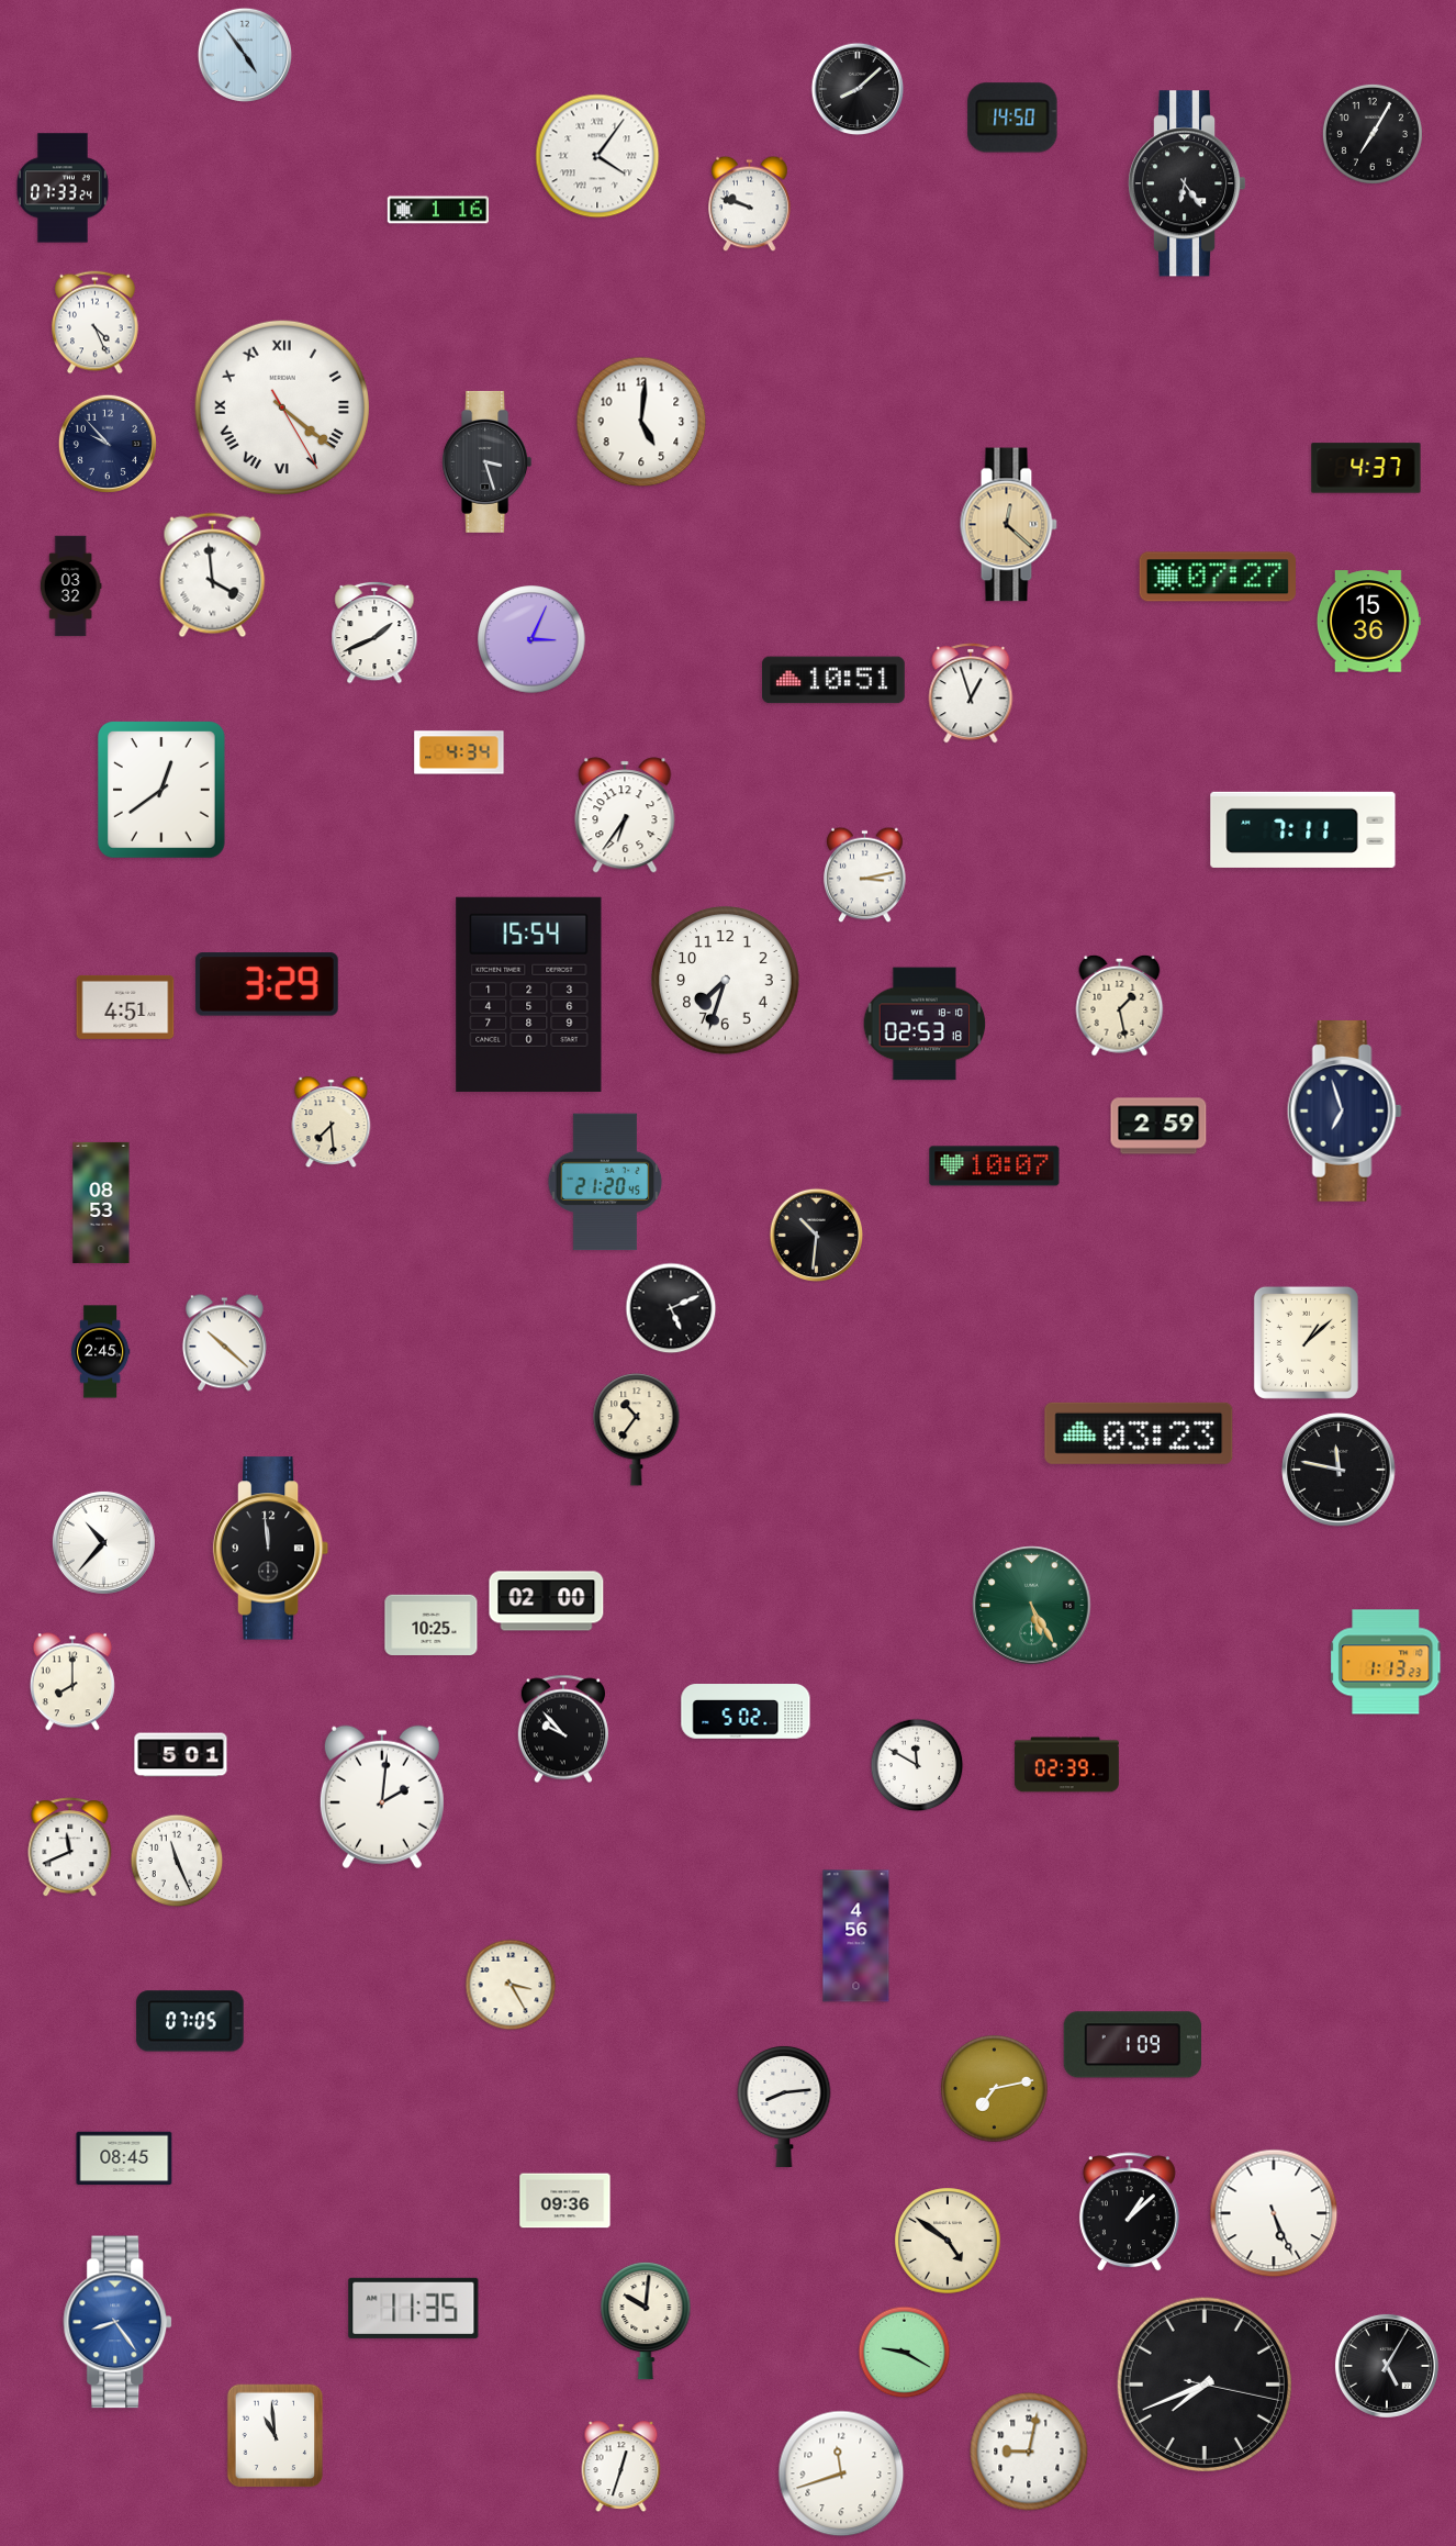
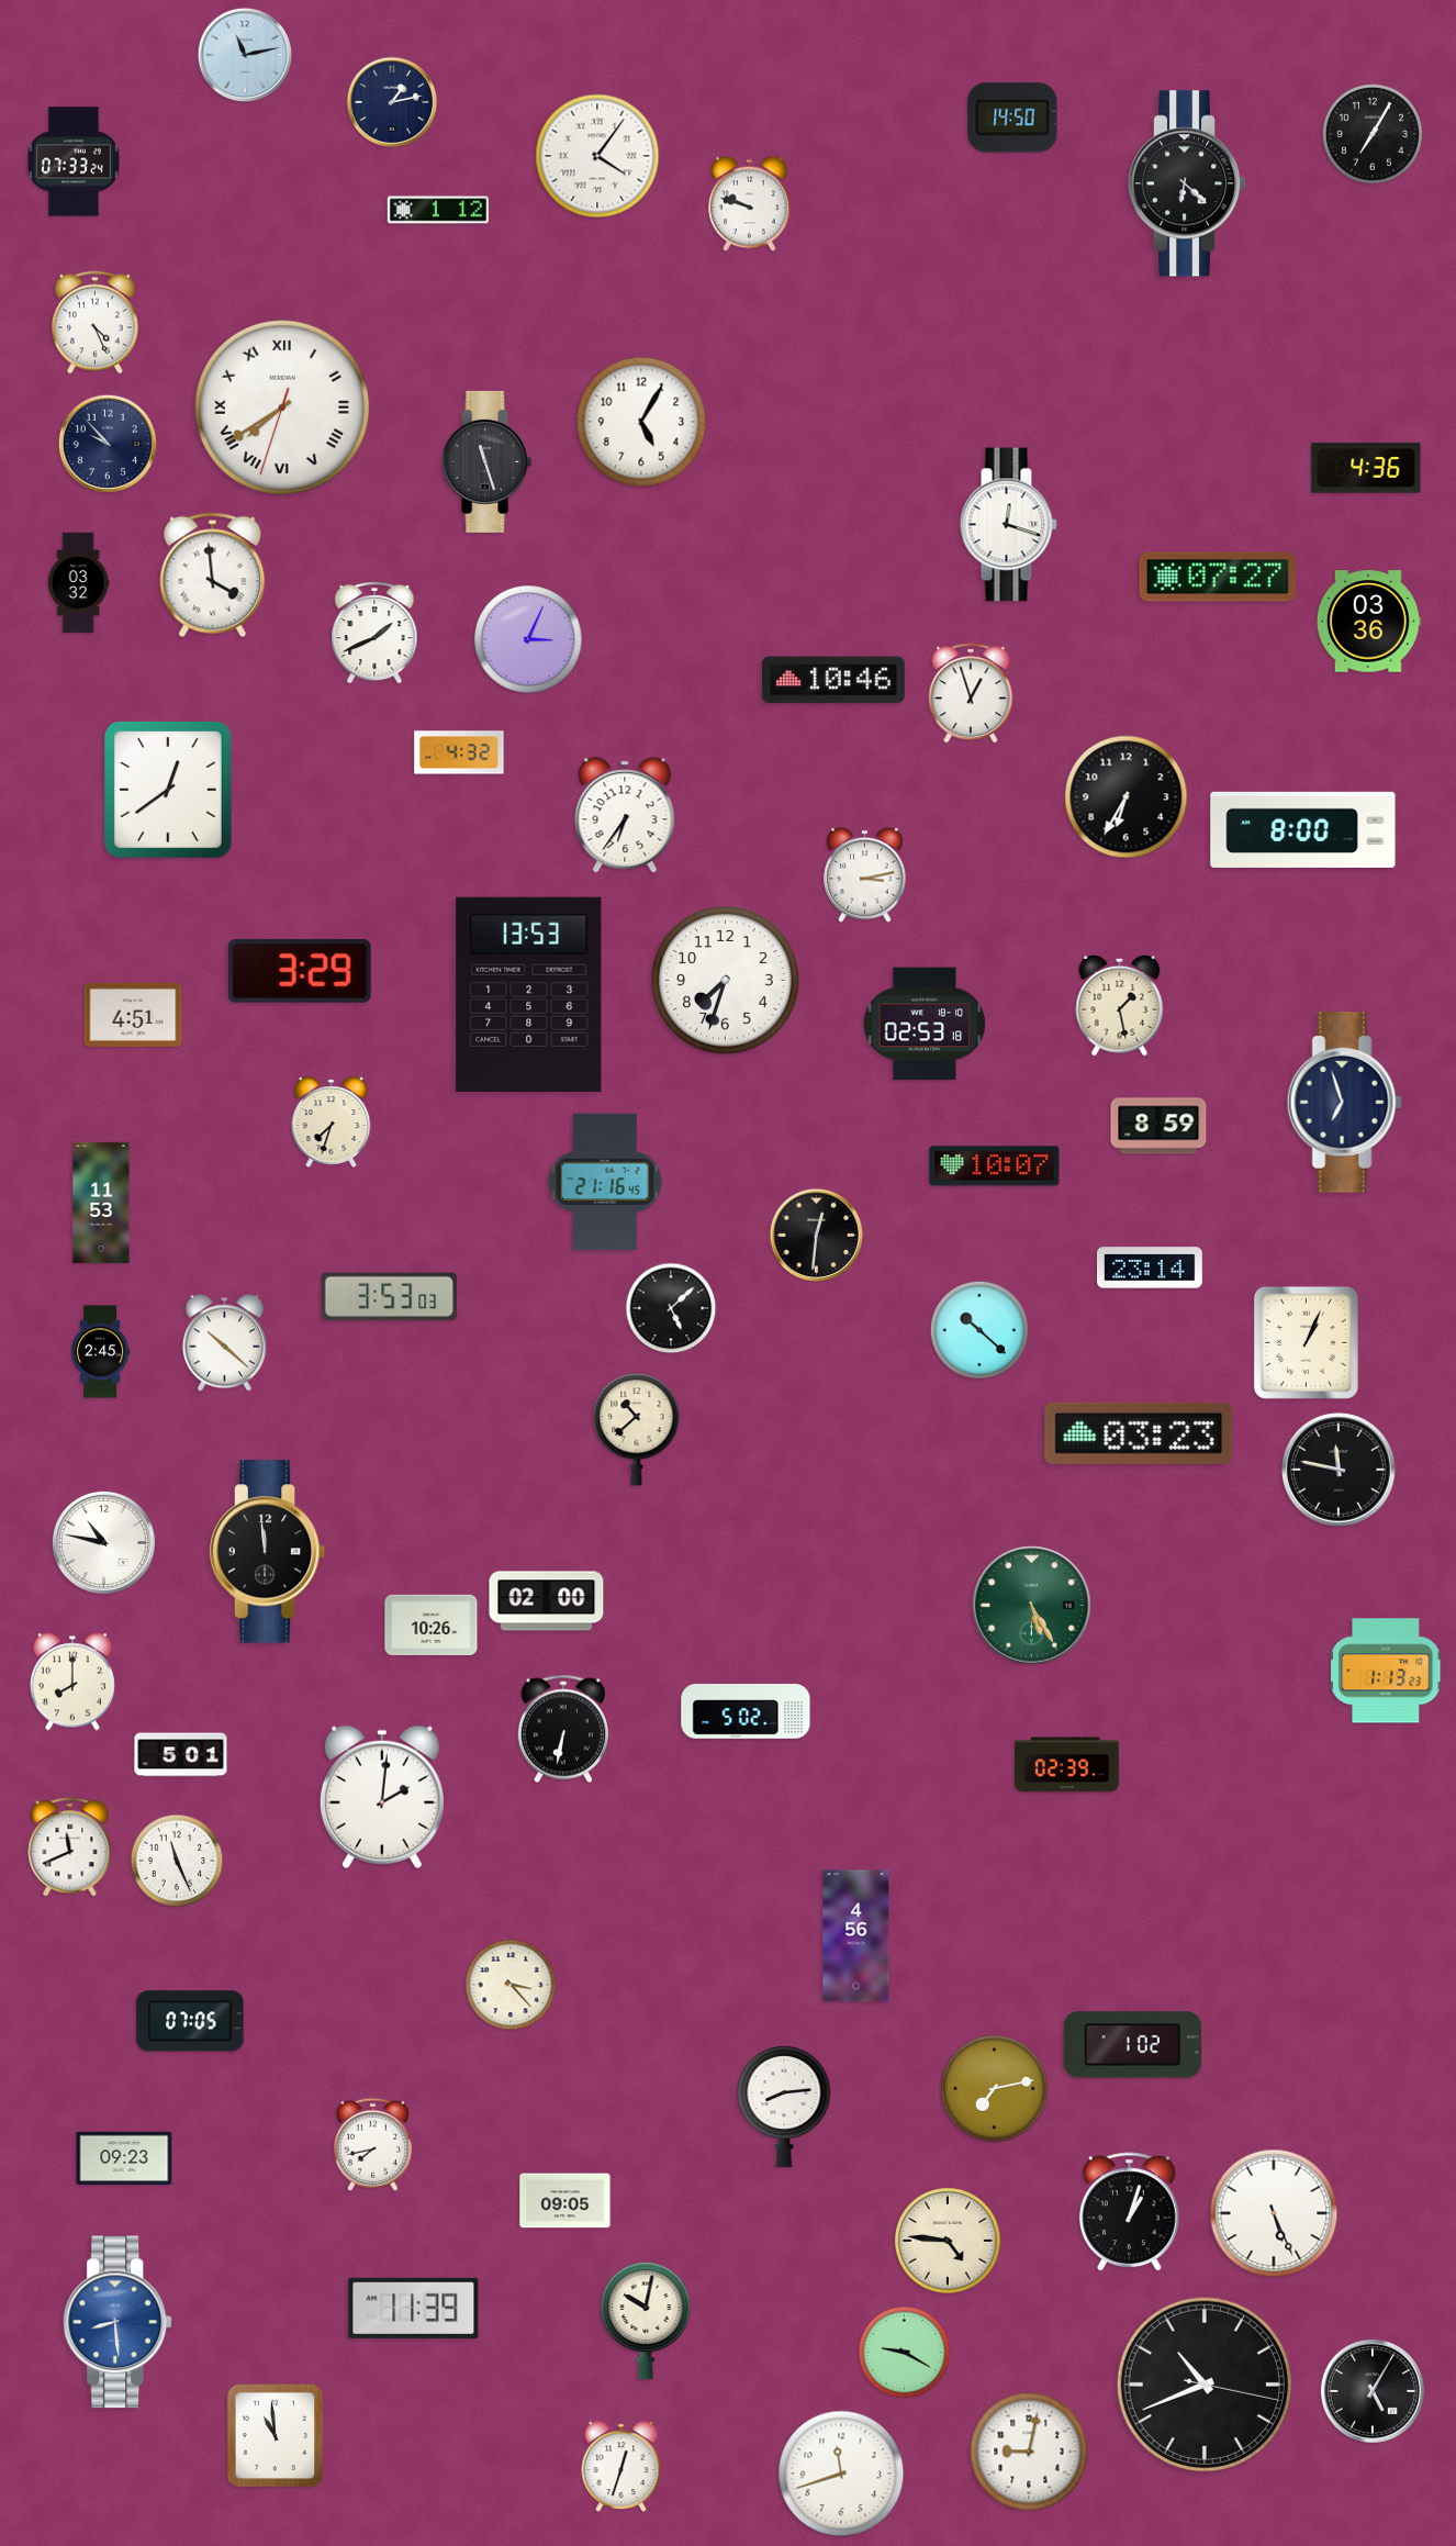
clock at (245, 55): 4:54 -> 11:13
clock at (858, 89): 8:08 -> none
clock at (392, 102): none -> 1:13
clock at (1187, 183): 6:24 -> 6:22
clock at (63, 188) position: (63, 188) -> (74, 161)
clock at (437, 210): 1:16 -> 1:12
clock at (282, 407): 4:21 -> 7:39
clock at (641, 422): 5:01 -> 5:05
clock at (488, 461): 3:27 -> 11:27
clock at (1366, 468): 4:37 -> 4:36
clock at (1008, 525): 12:22 -> 12:18
clock at (1008, 525) dial: champagne -> white
clock at (70, 587) position: (70, 587) -> (78, 583)
clock at (1368, 622): 15:36 -> 03:36
clock at (531, 639) position: (531, 639) -> (528, 639)
clock at (835, 680): 10:51 -> 10:46
clock at (459, 752): 4:34 -> 4:32
clock at (161, 791) position: (161, 791) -> (168, 791)
clock at (1127, 797): none -> 6:35
clock at (1303, 829): 7:11 -> 8:00
clock at (267, 984) position: (267, 984) -> (300, 971)
clock at (529, 994): 15:54 -> 13:53
clock at (125, 1007) position: (125, 1007) -> (133, 1015)
clock at (1344, 1112) position: (1344, 1112) -> (1344, 1103)
clock at (332, 1123): 7:29 -> 7:33
clock at (1158, 1126): 2:59 -> 8:59
clock at (605, 1182): 21:20 -> 21:16
clock at (101, 1203): 08:53 -> 11:53
clock at (817, 1236): 10:31 -> 12:31
clock at (1151, 1268): none -> 23:14
clock at (390, 1297): none -> 3:53
clock at (671, 1308): 5:11 -> 5:08
clock at (979, 1330): none -> 10:22
clock at (1306, 1342): 1:08 -> 1:04
clock at (637, 1430): 10:36 -> 10:38
clock at (103, 1542): 10:37 -> 10:47
clock at (271, 1549) position: (271, 1549) -> (268, 1552)
clock at (432, 1624): 10:25 -> 10:26
clock at (1387, 1662) position: (1387, 1662) -> (1387, 1671)
clock at (563, 1729): 9:53 -> 6:32
clock at (917, 1765): 11:50 -> none
clock at (511, 1985): 3:25 -> 3:23
clock at (1132, 2045): 1:09 -> 1:02
clock at (372, 2144): none -> 7:43
clock at (124, 2158): 08:45 -> 09:23
clock at (565, 2201): 09:36 -> 09:05
clock at (1129, 2212): 1:08 -> 1:03
clock at (948, 2241): 4:51 -> 4:46
clock at (414, 2308): 11:35 -> 11:39
clock at (119, 2322): 8:24 -> 8:29
clock at (646, 2322): 10:01 -> 10:02
clock at (1387, 2366) position: (1387, 2366) -> (1373, 2391)
clock at (1205, 2385): 7:41 -> 10:41
